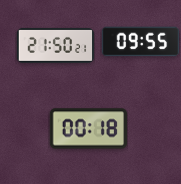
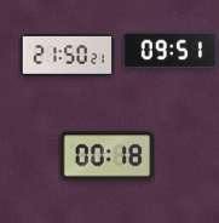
clock at (140, 42): 09:55 -> 09:51
